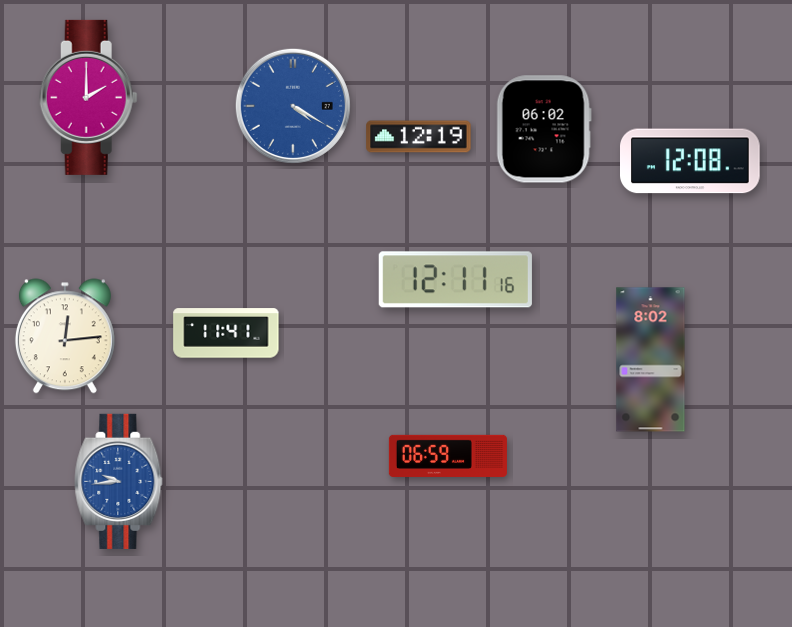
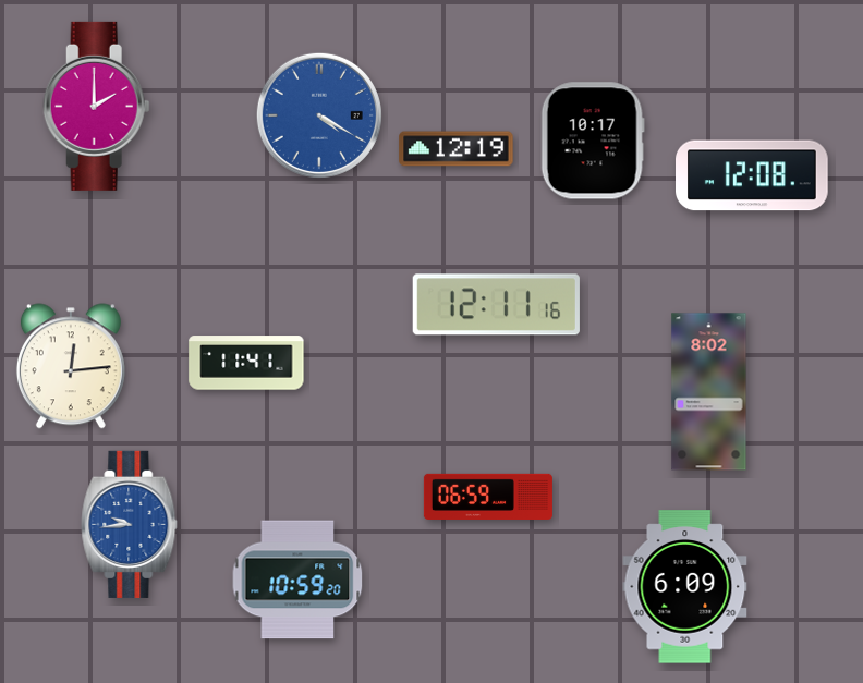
clock at (544, 129): 06:02 -> 10:17
clock at (297, 580): none -> 10:59
clock at (685, 587): none -> 6:09
